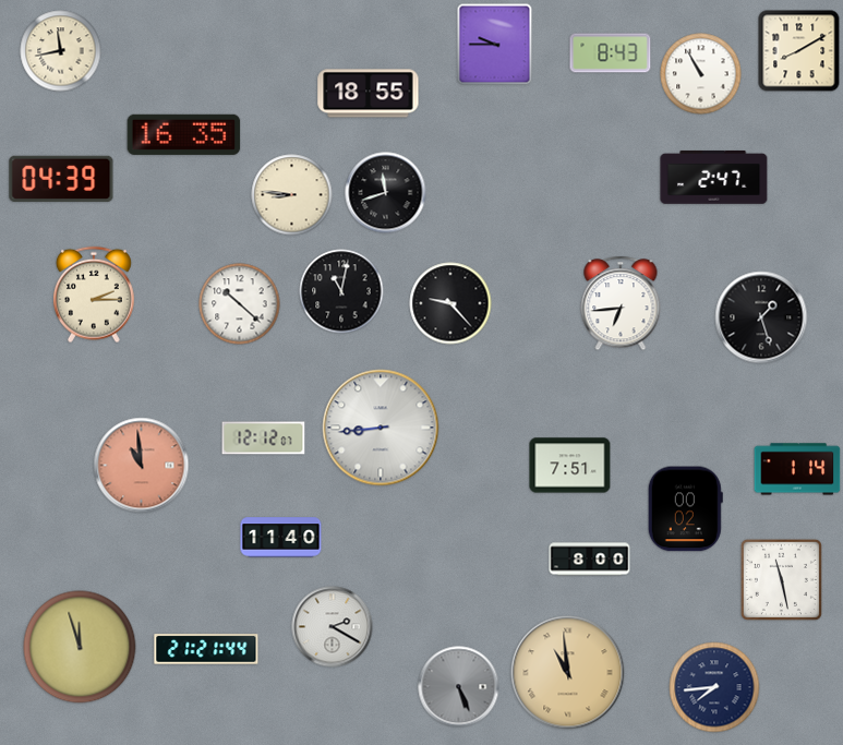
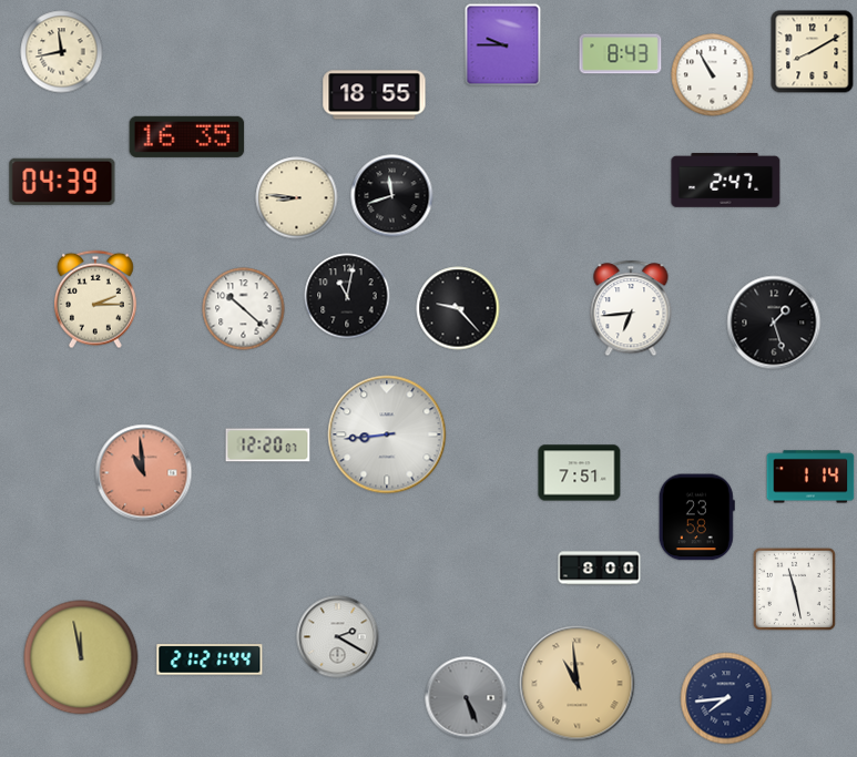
clock at (264, 438): 12:12 -> 12:20
clock at (685, 509): 00:02 -> 23:58
clock at (281, 538): 11:40 -> none
clock at (80, 647): 11:57 -> 11:58
